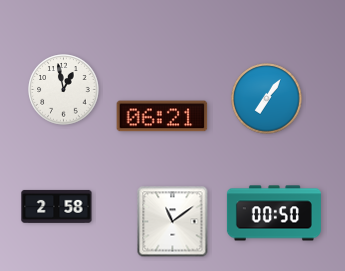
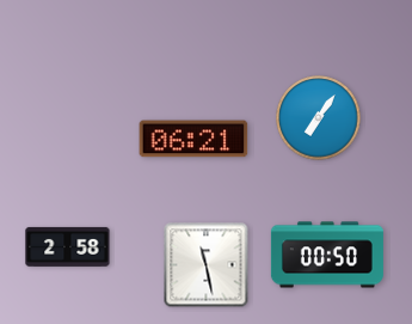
clock at (64, 90): 12:58 -> none
clock at (173, 222): 11:09 -> 11:28
